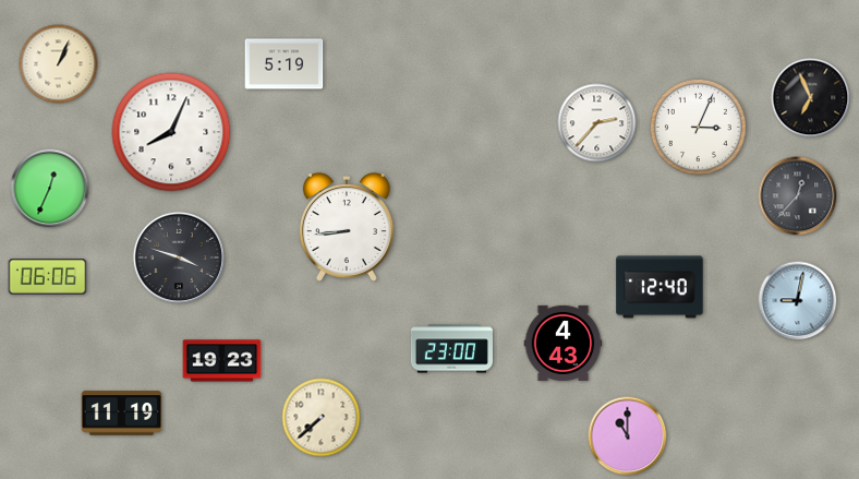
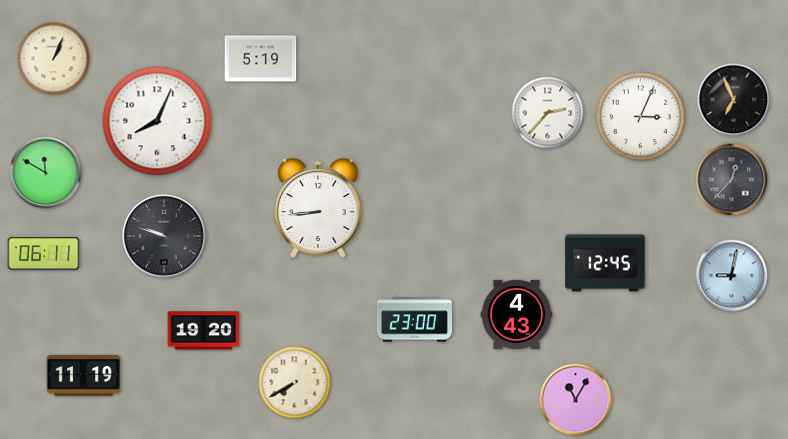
clock at (811, 98) position: (811, 98) -> (734, 100)
clock at (50, 189): 12:34 -> 11:50
clock at (179, 258): 3:48 -> 9:48
clock at (48, 277): 06:06 -> 06:11
clock at (660, 287): 12:40 -> 12:45
clock at (222, 361): 19:23 -> 19:20
clock at (122, 414) position: (122, 414) -> (84, 376)
clock at (322, 418): 7:38 -> 7:40
clock at (628, 436): 11:00 -> 11:05
